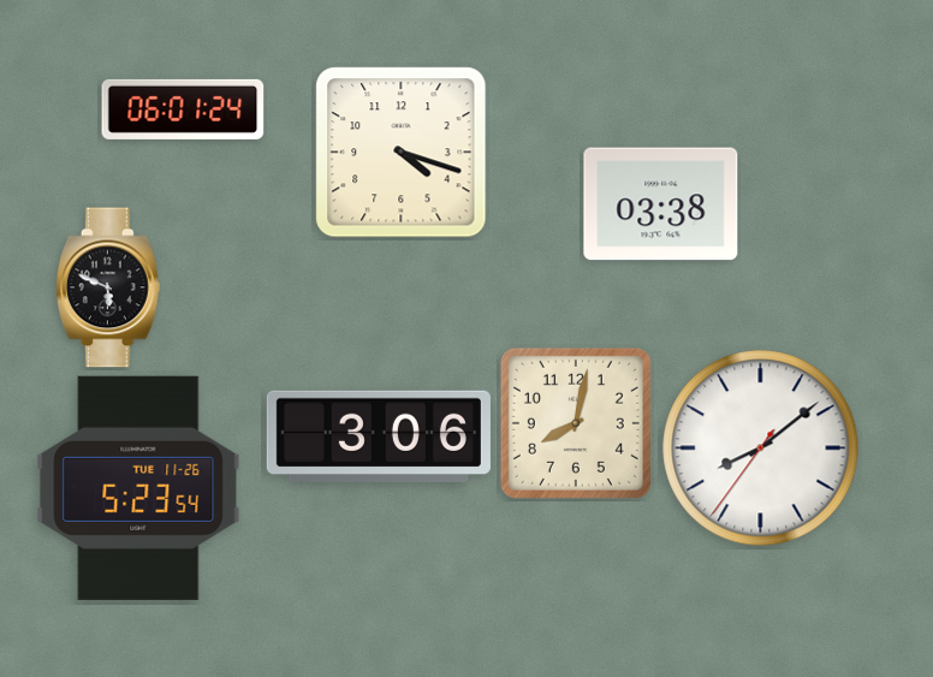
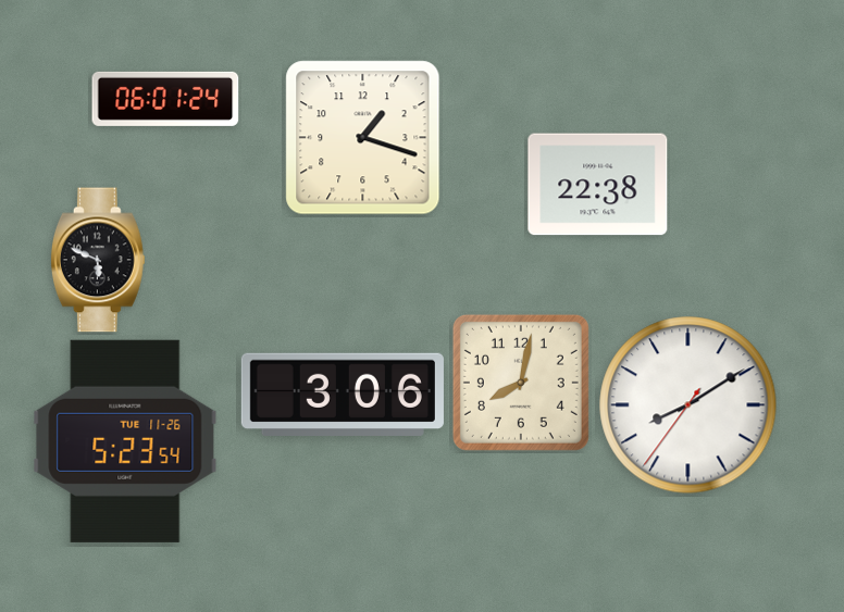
clock at (402, 153): 4:18 -> 1:18
clock at (661, 204): 03:38 -> 22:38
clock at (761, 449): 8:08 -> 8:09
